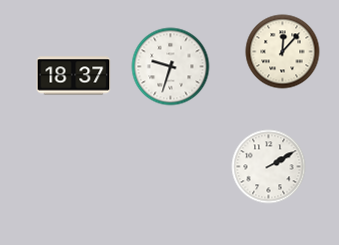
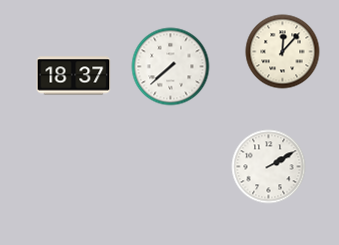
clock at (171, 67): 9:33 -> 7:38
